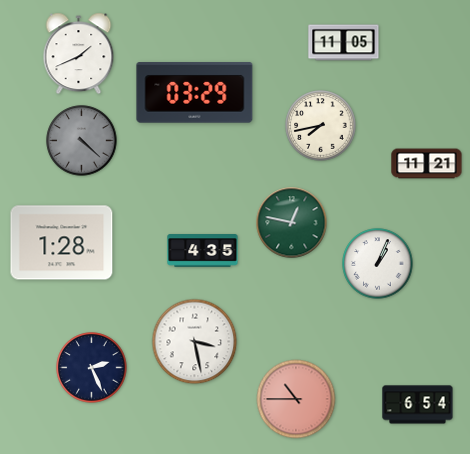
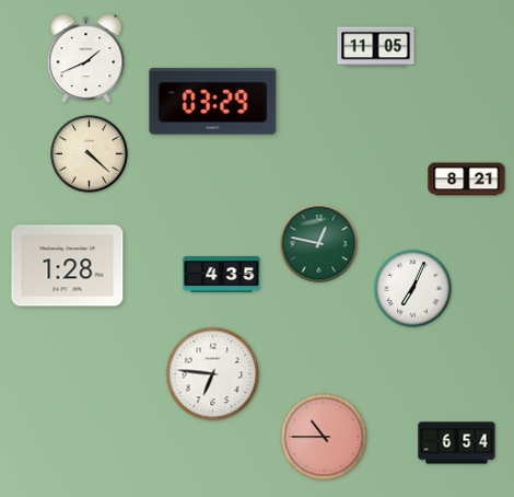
clock at (321, 126): 7:43 -> none
clock at (82, 141) dial: grey -> cream
clock at (427, 164): 11:21 -> 8:21
clock at (378, 264): 1:04 -> 7:04
clock at (195, 342): 3:28 -> 6:46
clock at (92, 368): 2:26 -> none
